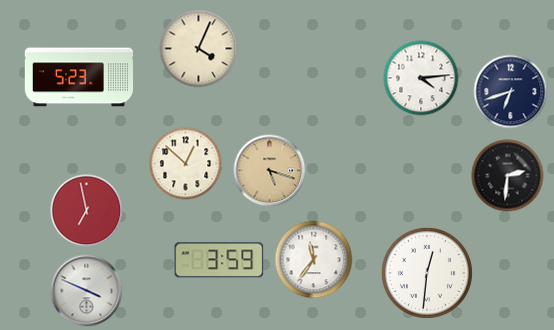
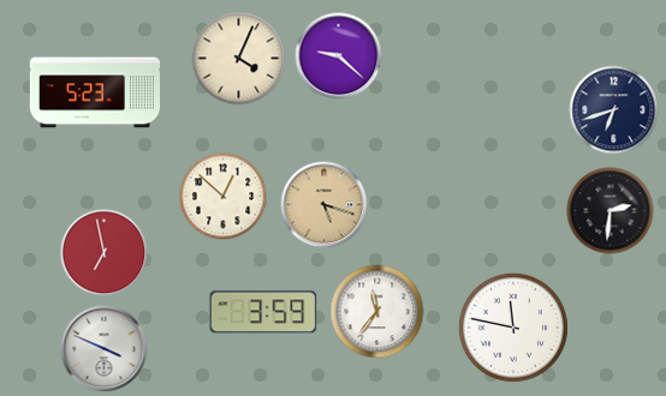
clock at (339, 56): none -> 9:22
clock at (421, 78): 4:14 -> none
clock at (427, 273): 12:31 -> 11:47
